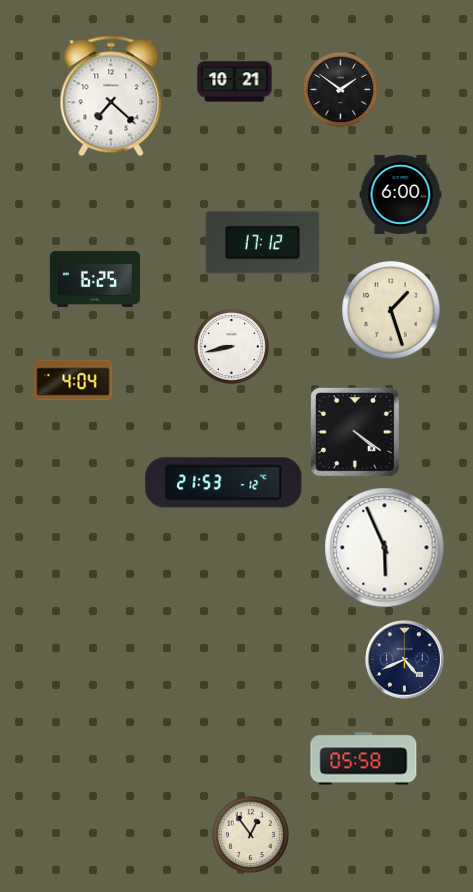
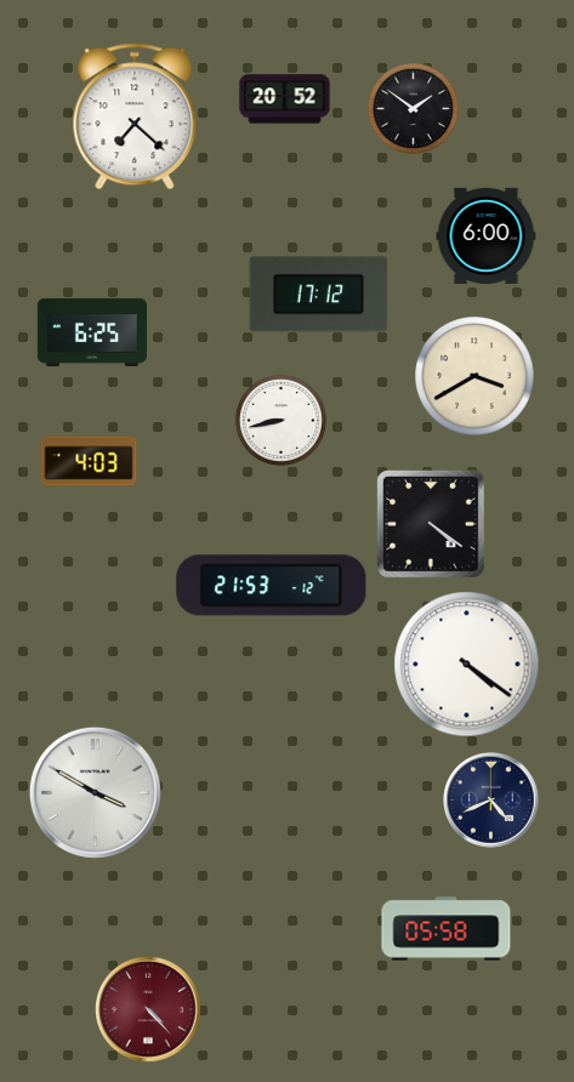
clock at (235, 82): 10:21 -> 20:52
clock at (94, 279) position: (94, 279) -> (91, 332)
clock at (391, 310): 1:27 -> 3:40
clock at (73, 380): 4:04 -> 4:03
clock at (385, 548): 5:56 -> 4:21
clock at (95, 792): none -> 3:50
clock at (364, 759) position: (364, 759) -> (447, 929)
clock at (149, 1010): none -> 4:23
clock at (250, 834): 12:54 -> none
